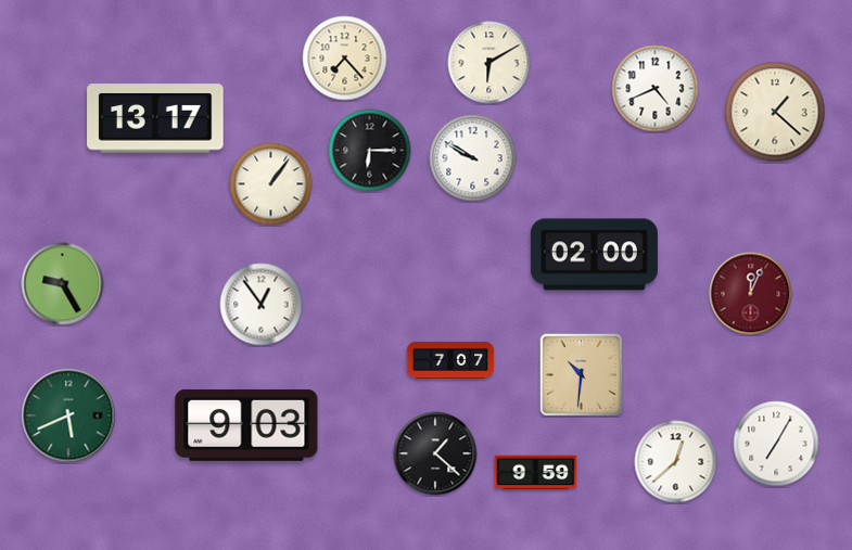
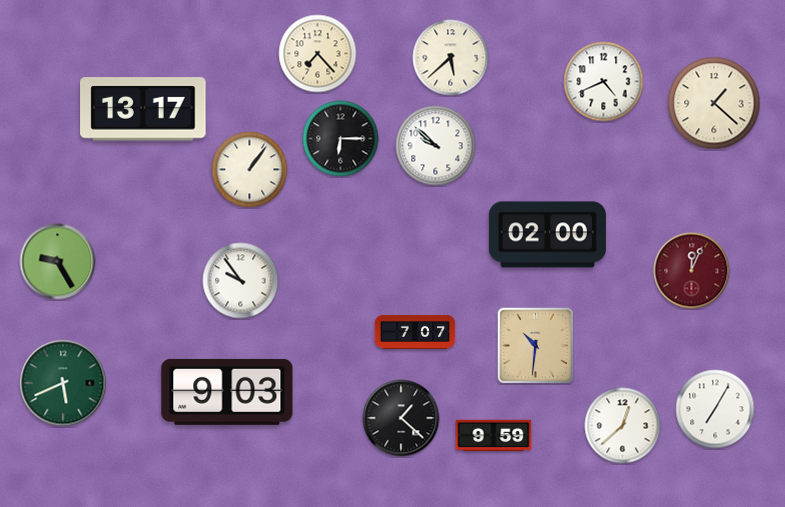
clock at (489, 63): 6:10 -> 5:38
clock at (473, 158): 9:50 -> 9:52
clock at (262, 305): 12:54 -> 9:54
